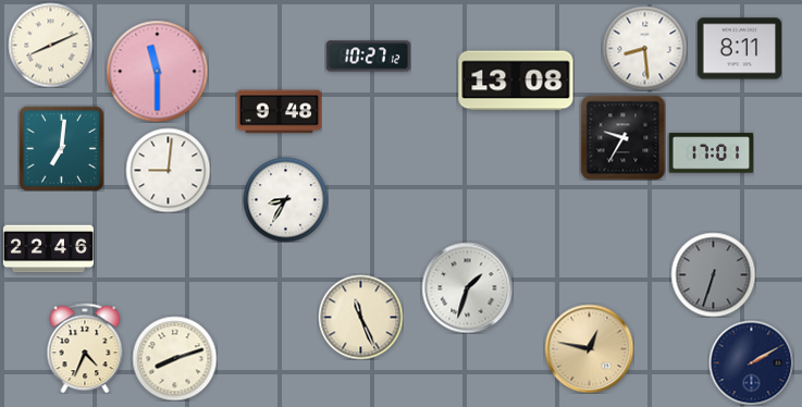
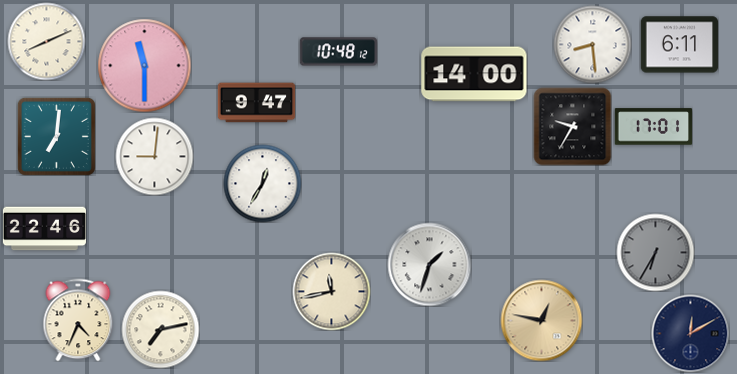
clock at (739, 49): 8:11 -> 6:11
clock at (368, 57): 10:27 -> 10:48
clock at (516, 81): 13:08 -> 14:00
clock at (279, 112): 9:48 -> 9:47
clock at (711, 153) position: (711, 153) -> (653, 127)
clock at (285, 199): 8:35 -> 12:35
clock at (713, 274): 6:33 -> 6:35
clock at (360, 317): 11:26 -> 11:43
clock at (174, 358): 8:12 -> 7:13
clock at (751, 362): 2:10 -> 12:10
